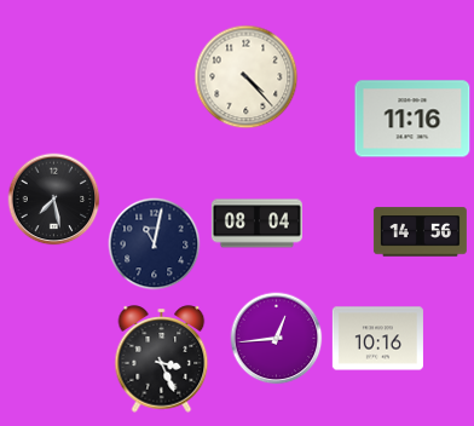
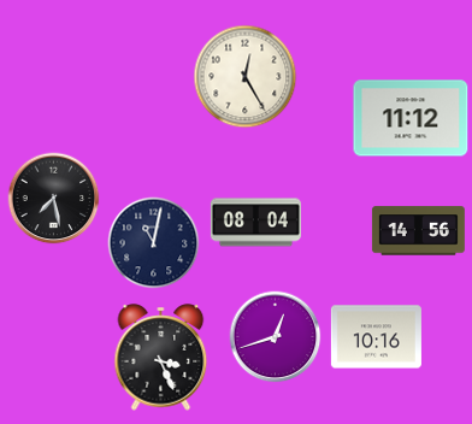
clock at (247, 77): 4:23 -> 12:25
clock at (412, 119): 11:16 -> 11:12
clock at (277, 339): 12:44 -> 12:42
